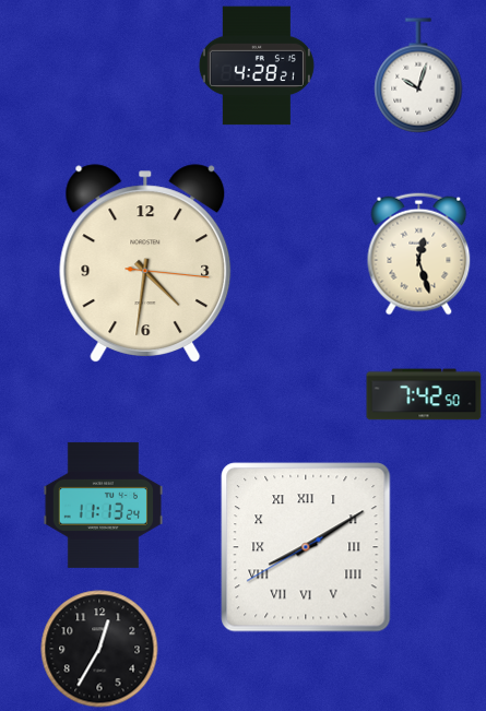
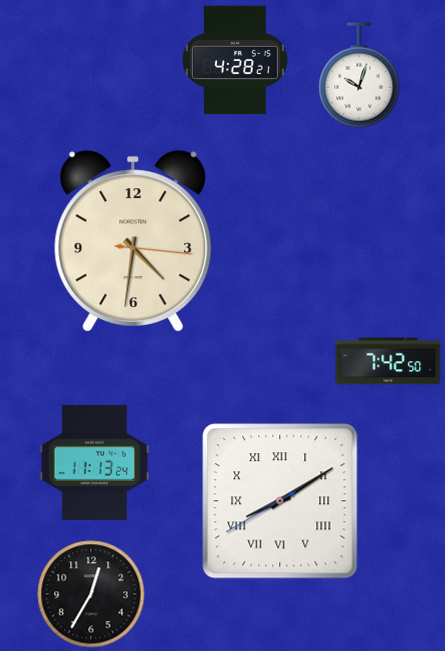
clock at (418, 75) position: (418, 75) -> (359, 75)
clock at (419, 254): 12:27 -> none
